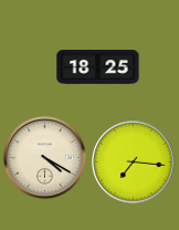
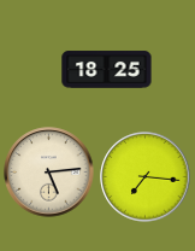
clock at (98, 67) position: (98, 67) -> (107, 70)
clock at (45, 158): 4:20 -> 5:14
